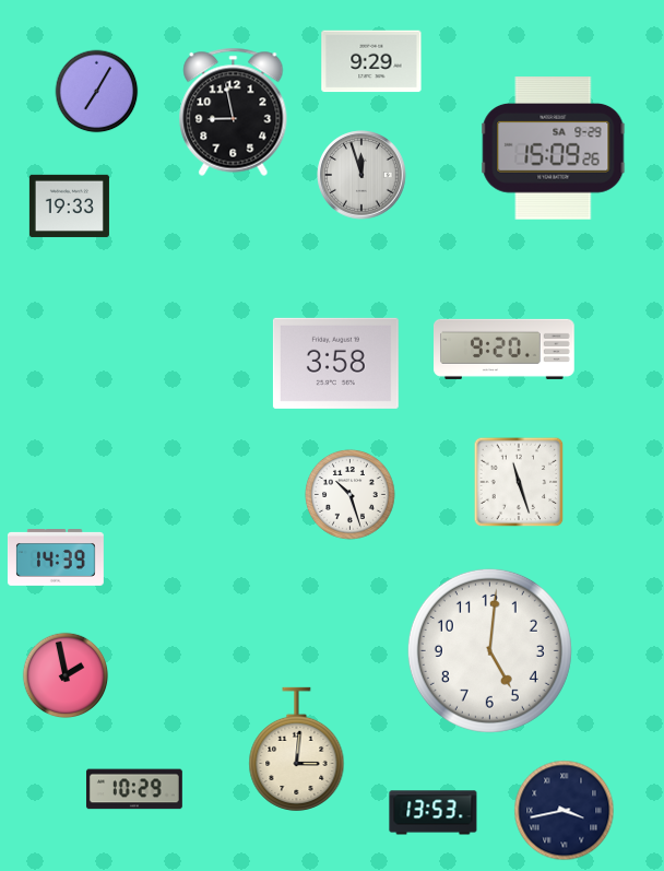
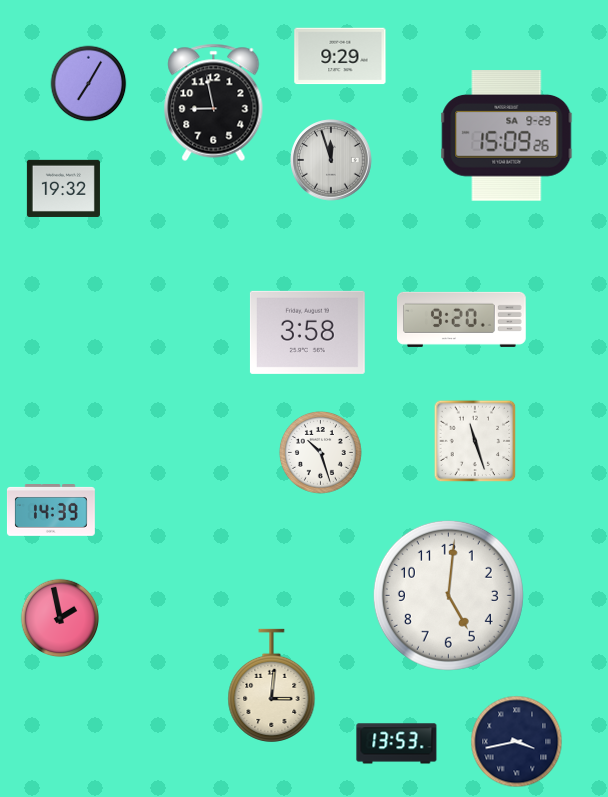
clock at (69, 205): 19:33 -> 19:32
clock at (134, 789): 10:29 -> none
